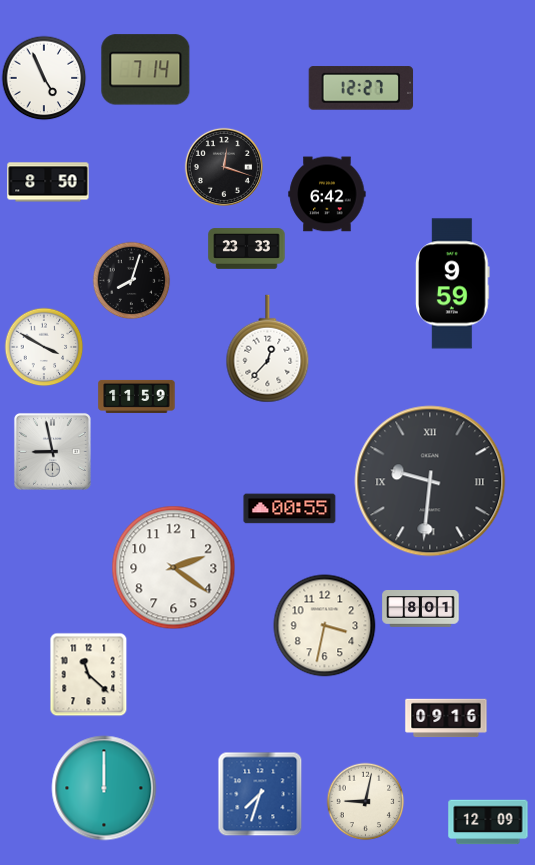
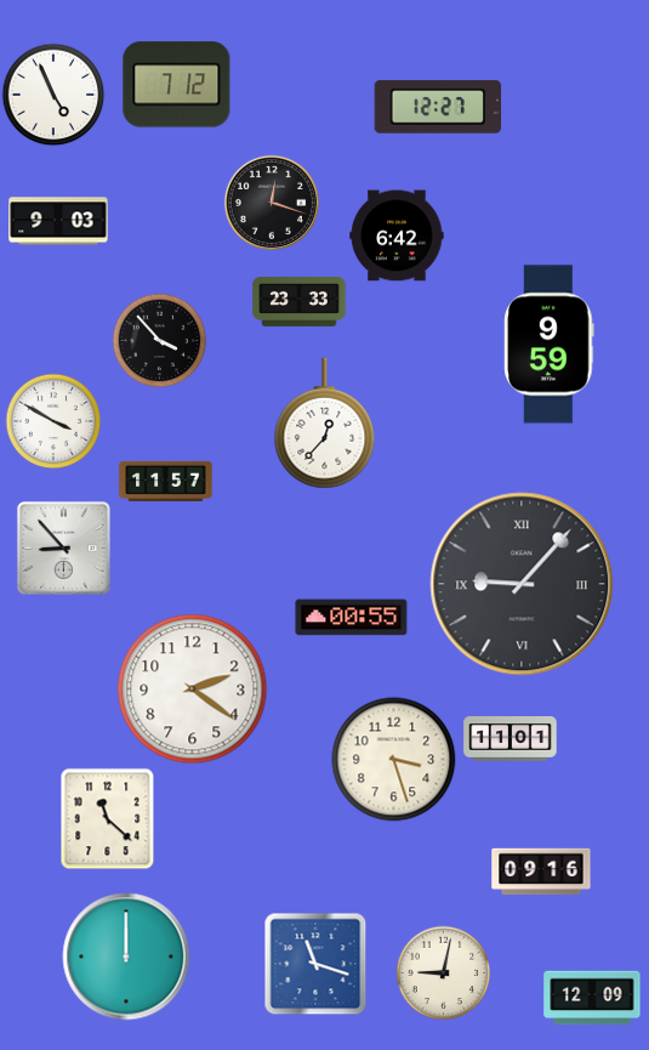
clock at (146, 70): 7:14 -> 7:12
clock at (48, 182): 8:50 -> 9:03
clock at (131, 280): 8:03 -> 3:53
clock at (137, 396): 11:59 -> 11:57
clock at (52, 451): 8:58 -> 8:53
clock at (430, 481): 9:31 -> 9:07
clock at (174, 568) position: (174, 568) -> (193, 689)
clock at (421, 609): 8:01 -> 11:01
clock at (325, 626): 3:32 -> 3:27
clock at (260, 794): 7:33 -> 11:18
